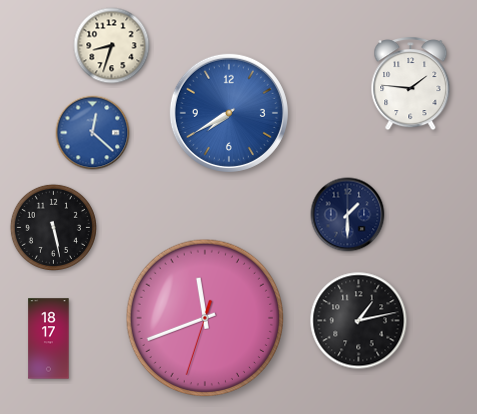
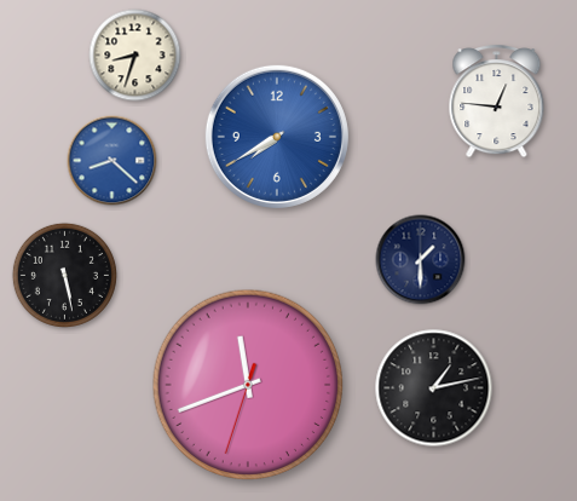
clock at (411, 84): 1:46 -> 12:46
clock at (93, 133): 12:22 -> 8:22
clock at (49, 339): 18:17 -> none
